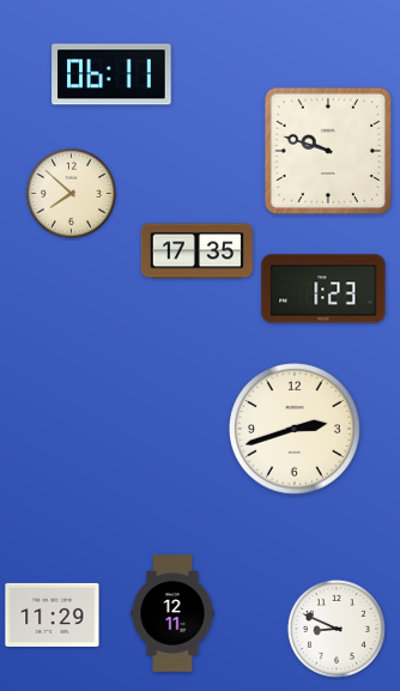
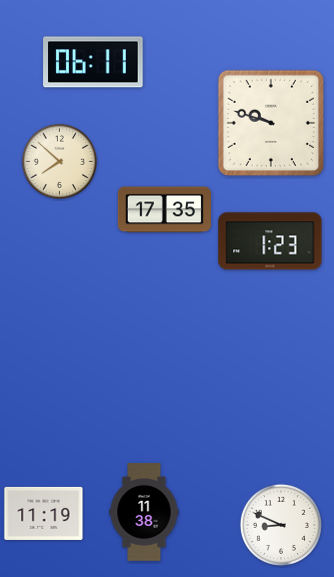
clock at (328, 151) position: (328, 151) -> (271, 123)
clock at (296, 430): 2:42 -> none
clock at (172, 613): 12:11 -> 11:38
clock at (53, 614): 11:29 -> 11:19
